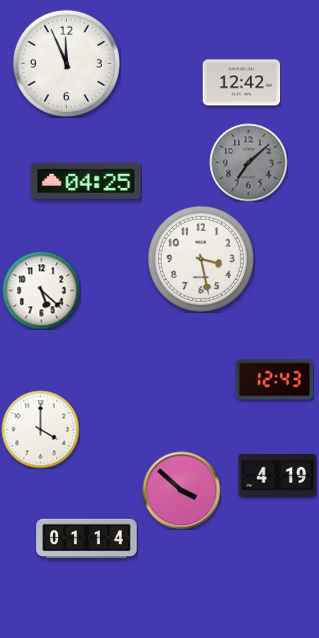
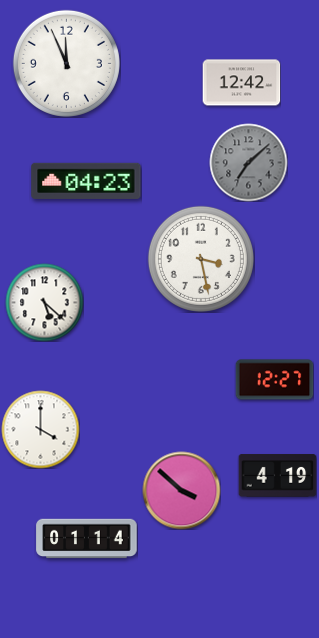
clock at (86, 181): 04:25 -> 04:23
clock at (41, 290) position: (41, 290) -> (44, 302)
clock at (274, 380): 12:43 -> 12:27
